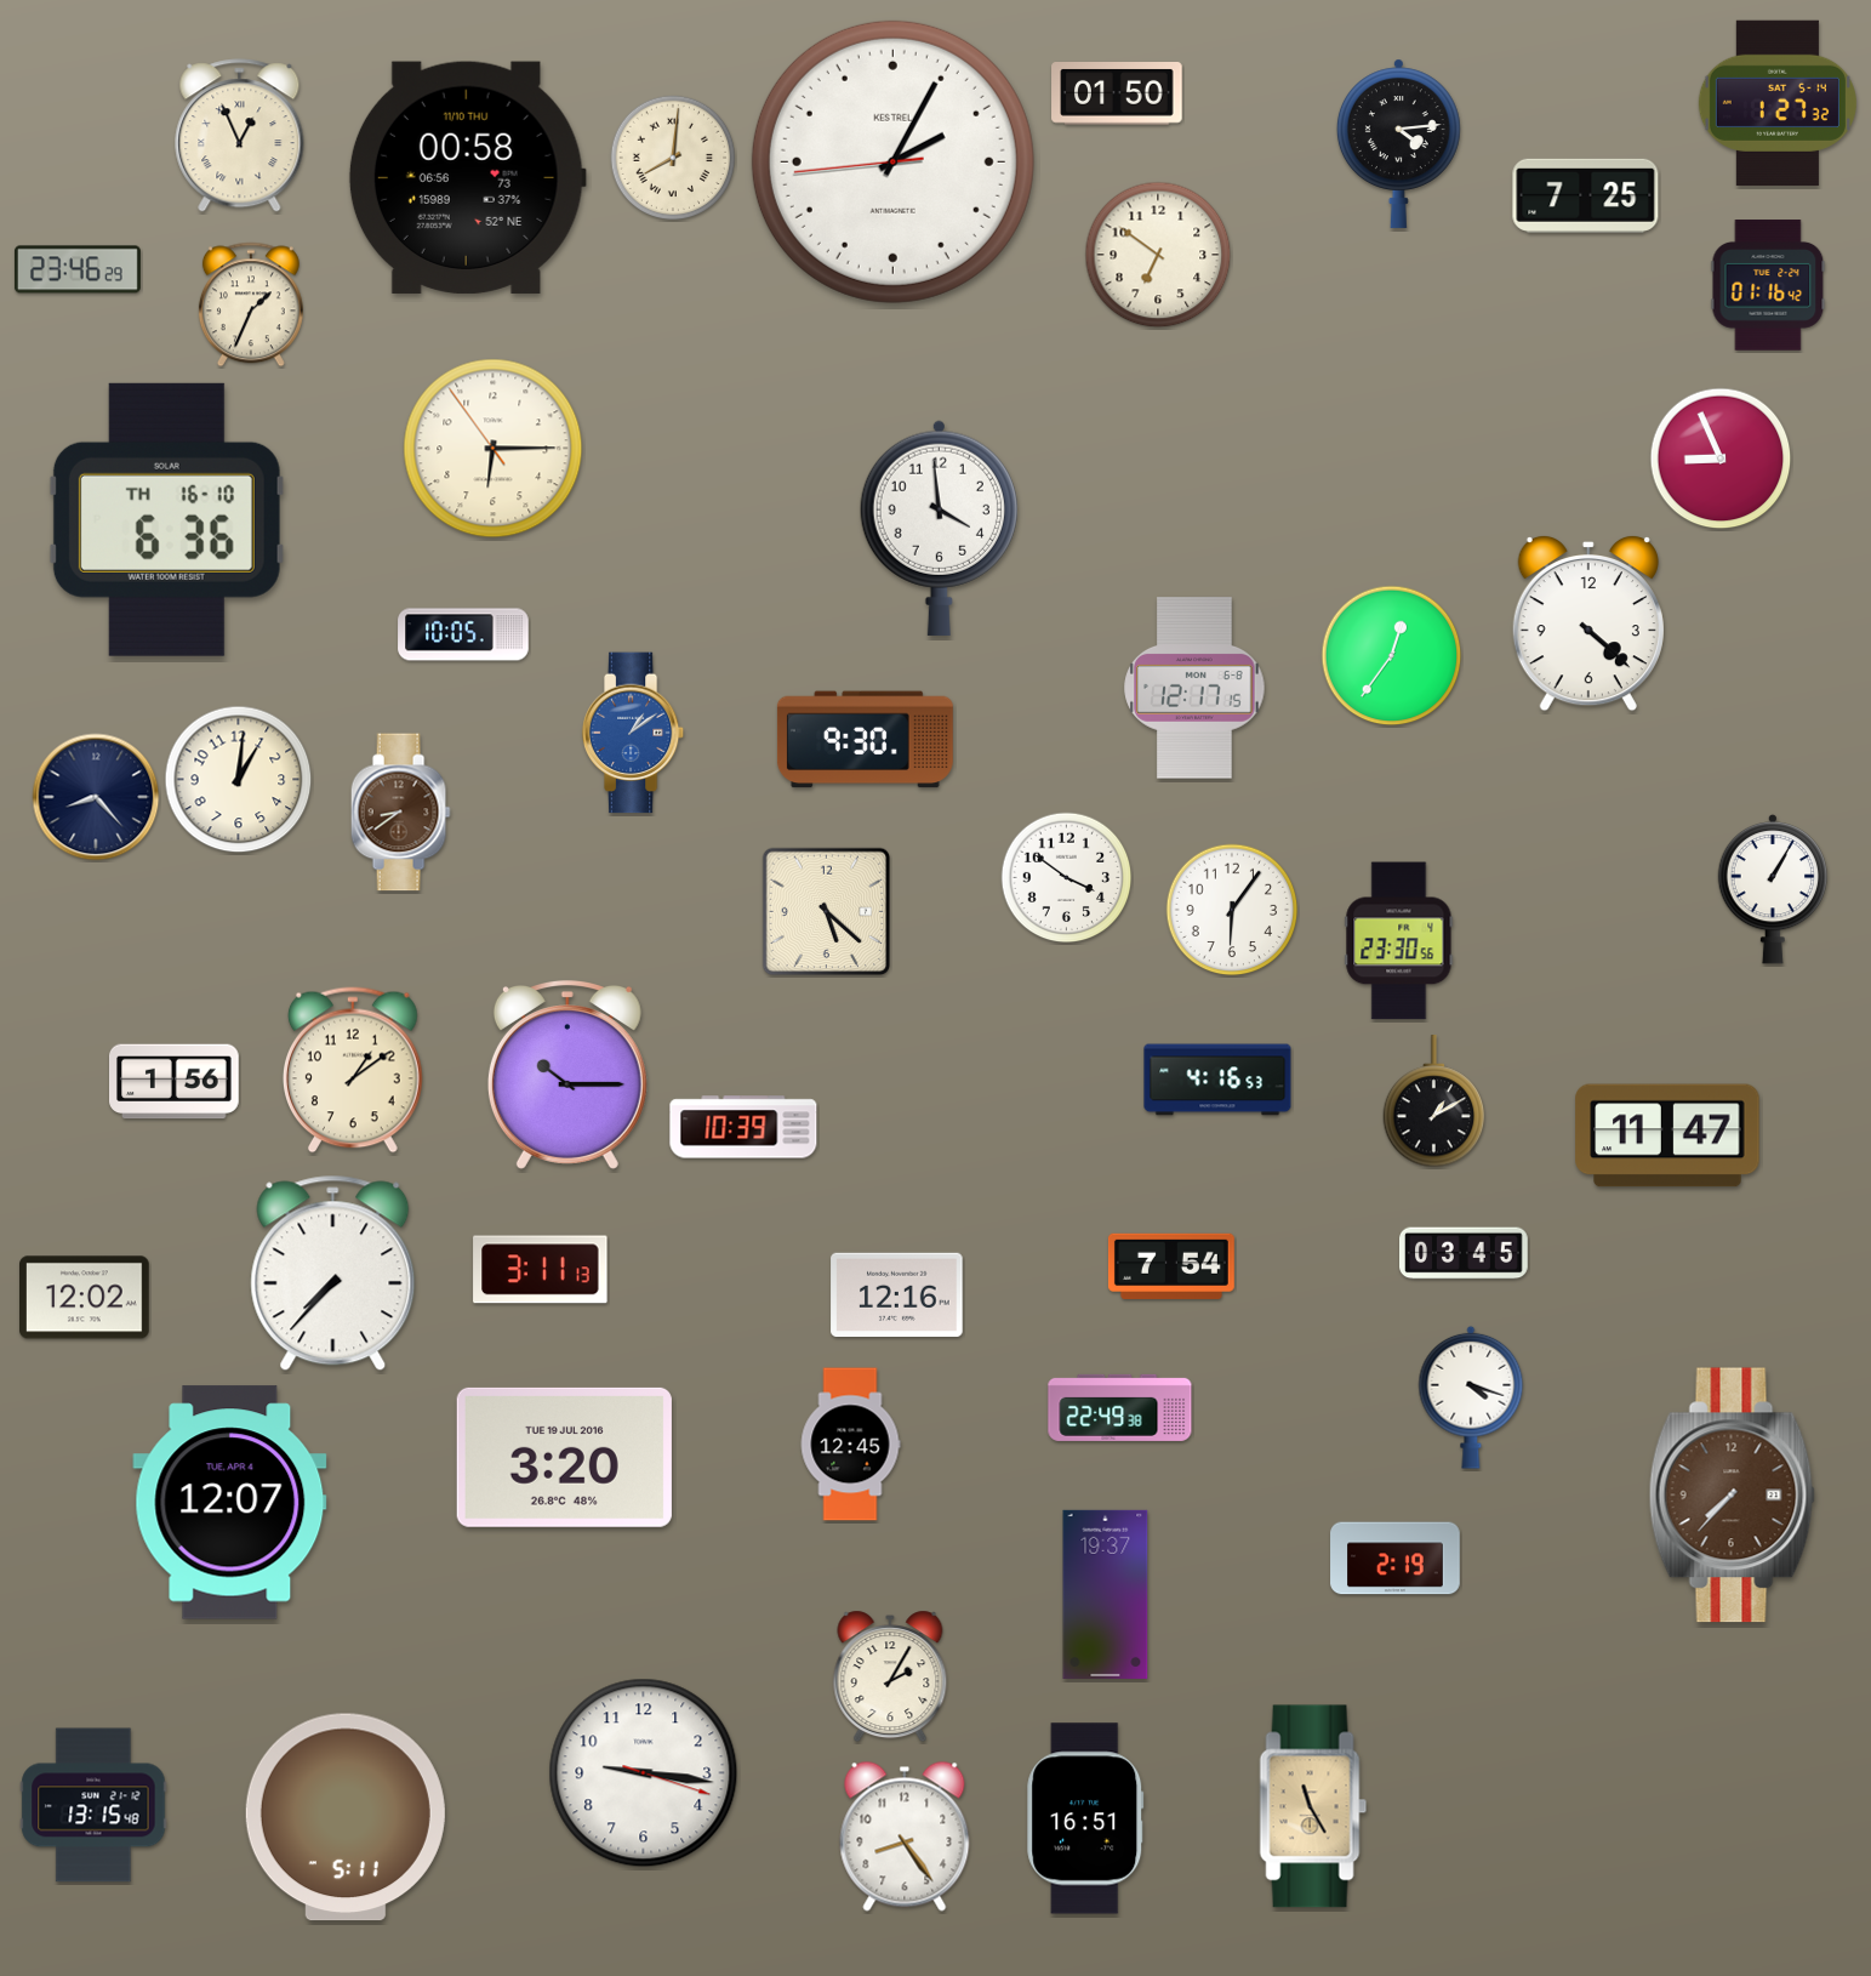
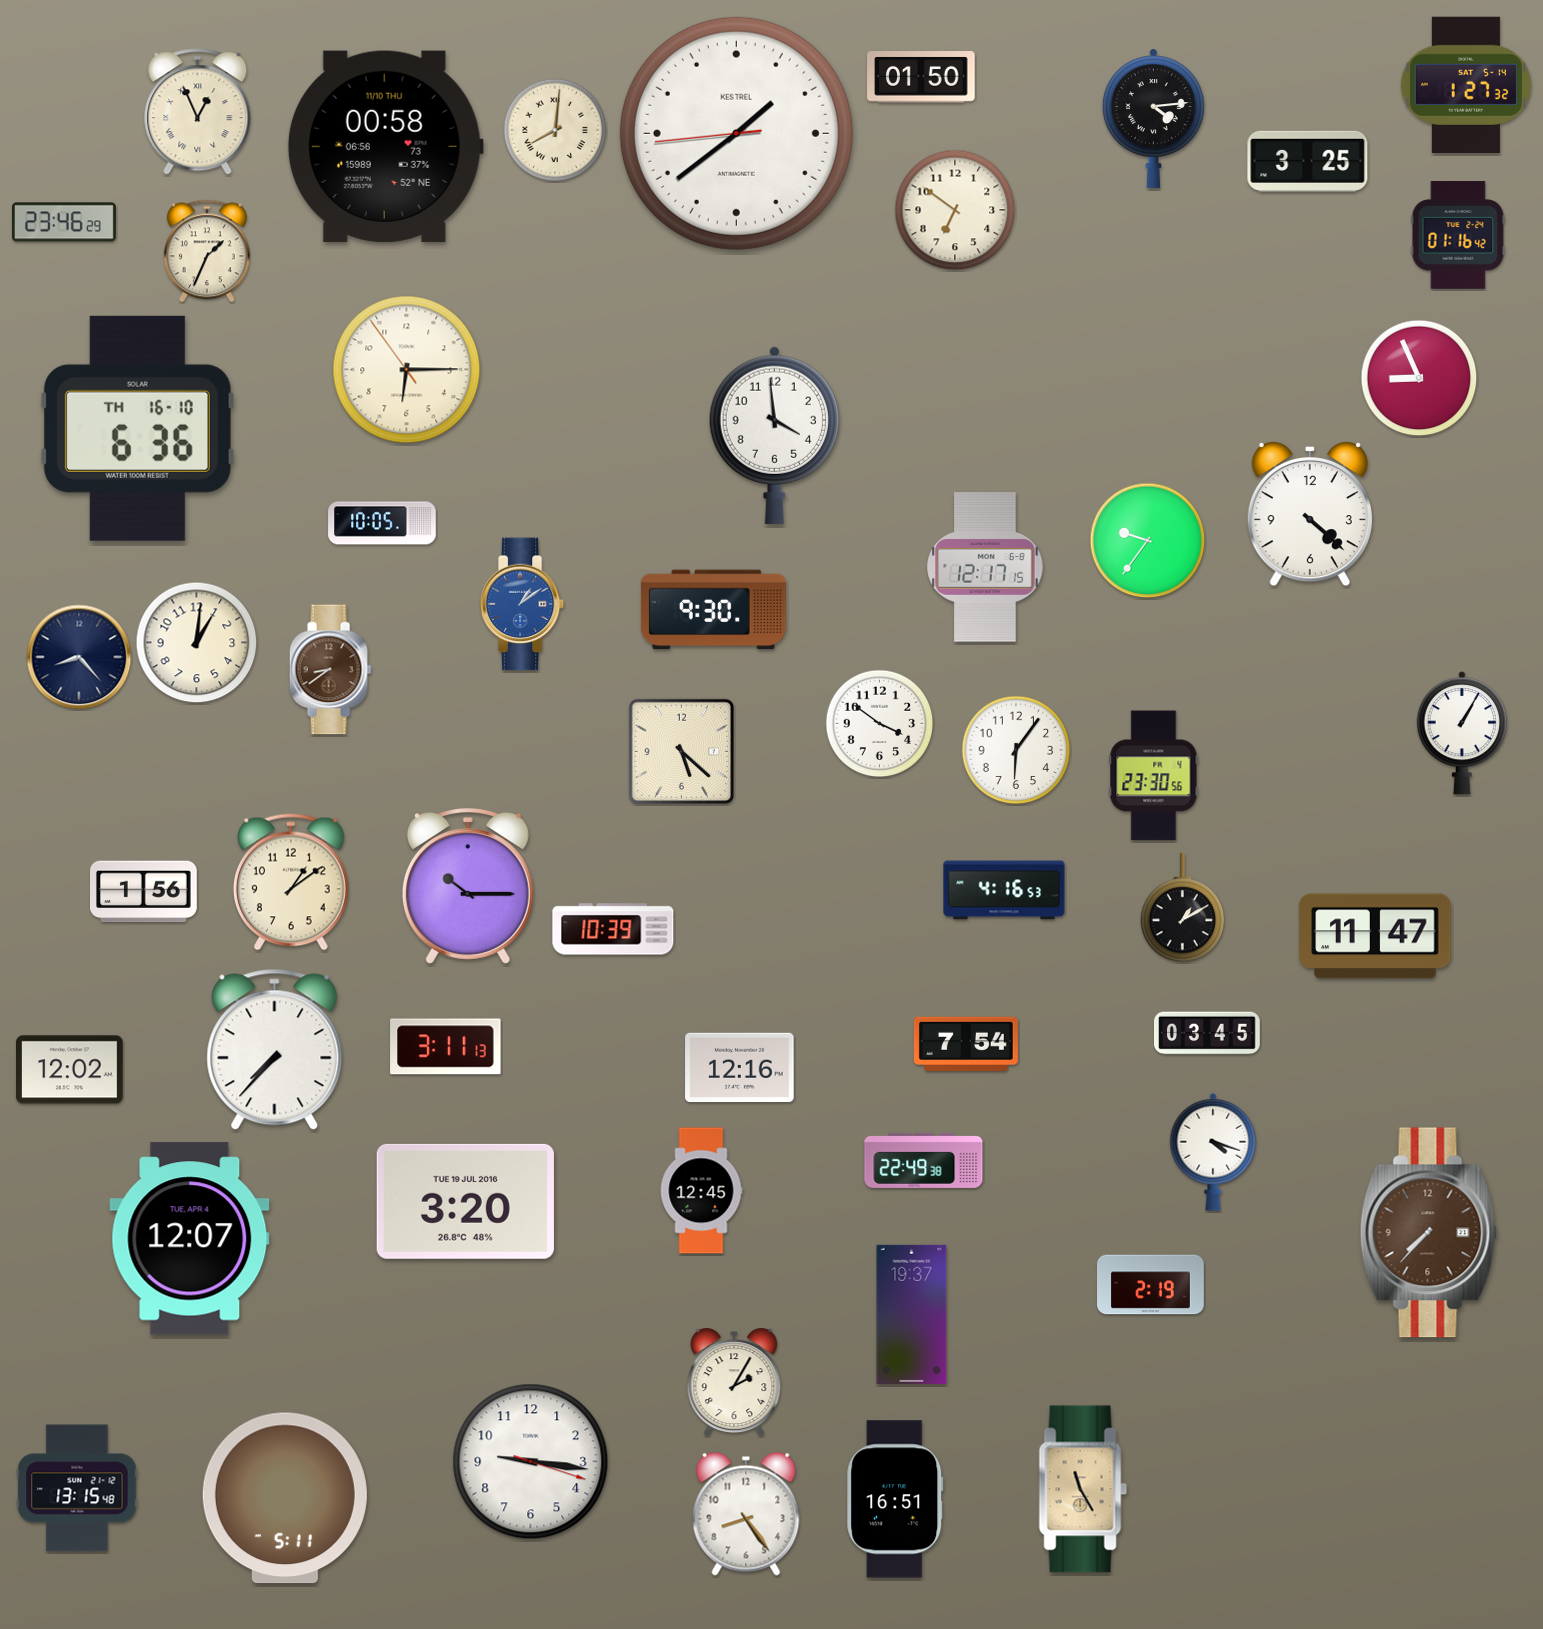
clock at (892, 161): 2:04 -> 1:38
clock at (1586, 195): 7:25 -> 3:25
clock at (1392, 656): 12:36 -> 9:36
